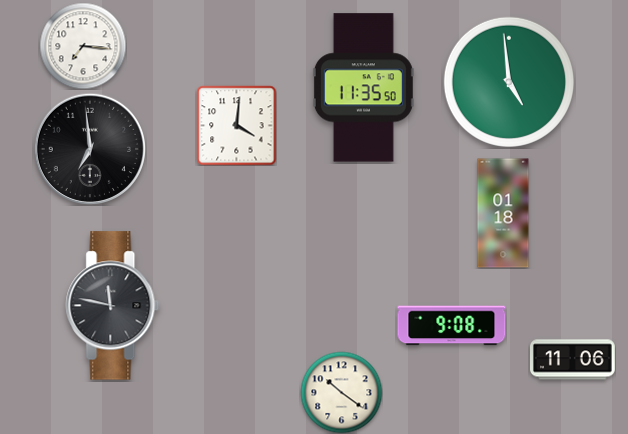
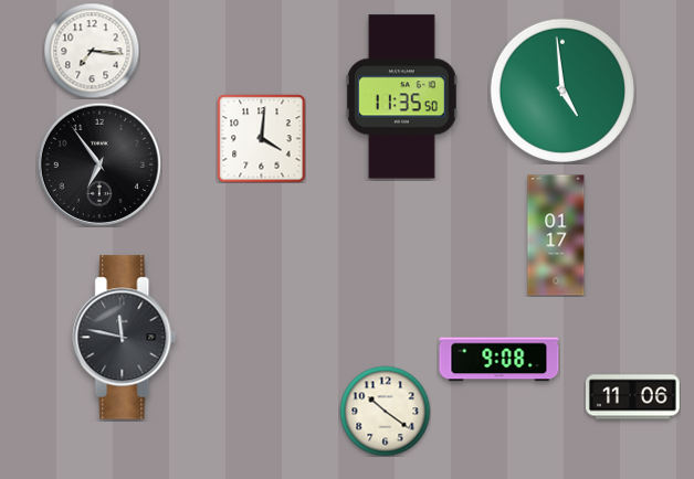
clock at (89, 148): 6:59 -> 6:54
clock at (503, 213): 01:18 -> 01:17
clock at (341, 392) position: (341, 392) -> (385, 411)
